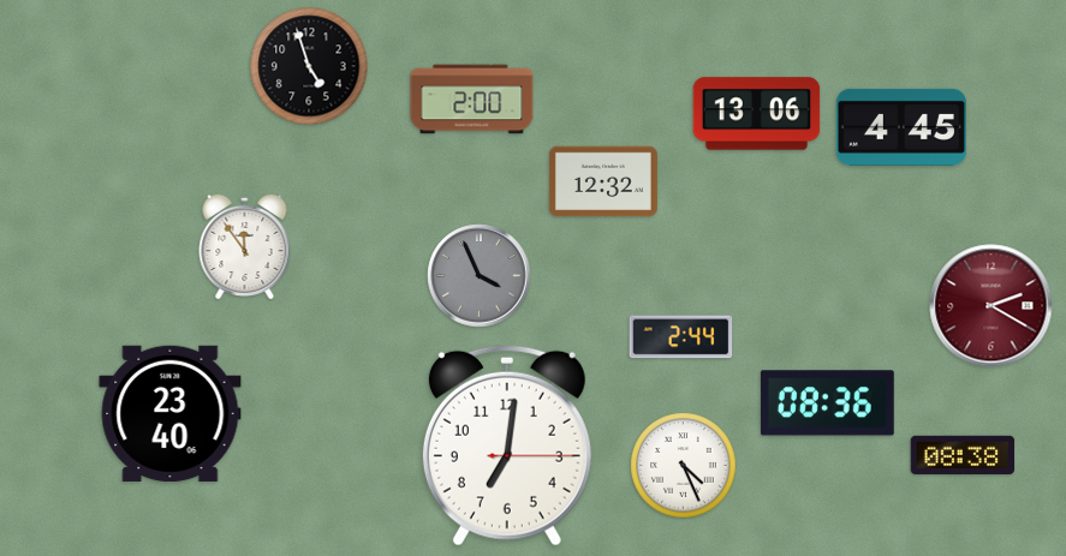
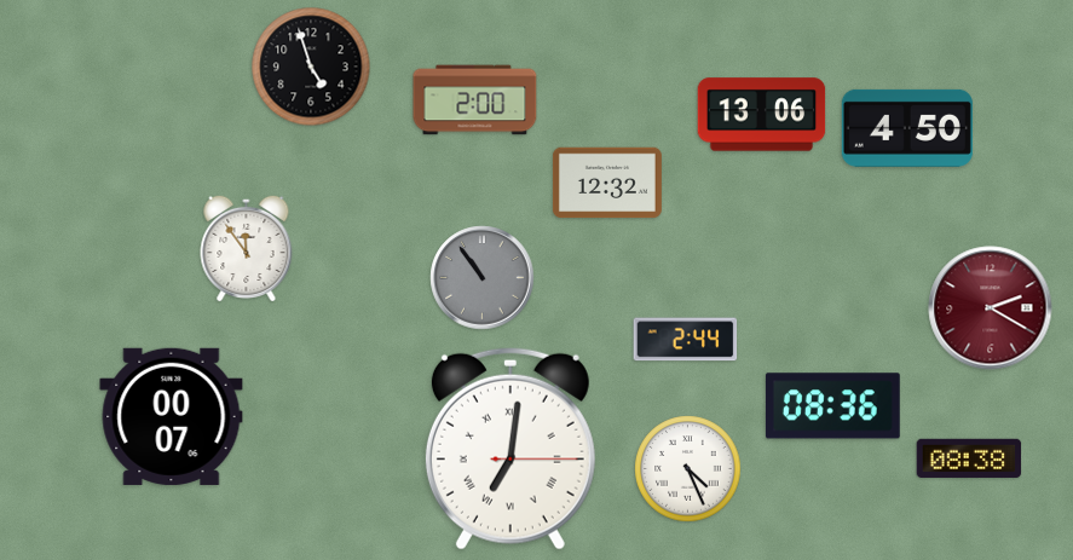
clock at (901, 127): 4:45 -> 4:50
clock at (480, 276): 3:56 -> 10:54
clock at (991, 306) position: (991, 306) -> (991, 308)
clock at (171, 413): 23:40 -> 00:07
clock at (507, 446) numerals: Arabic -> Roman
